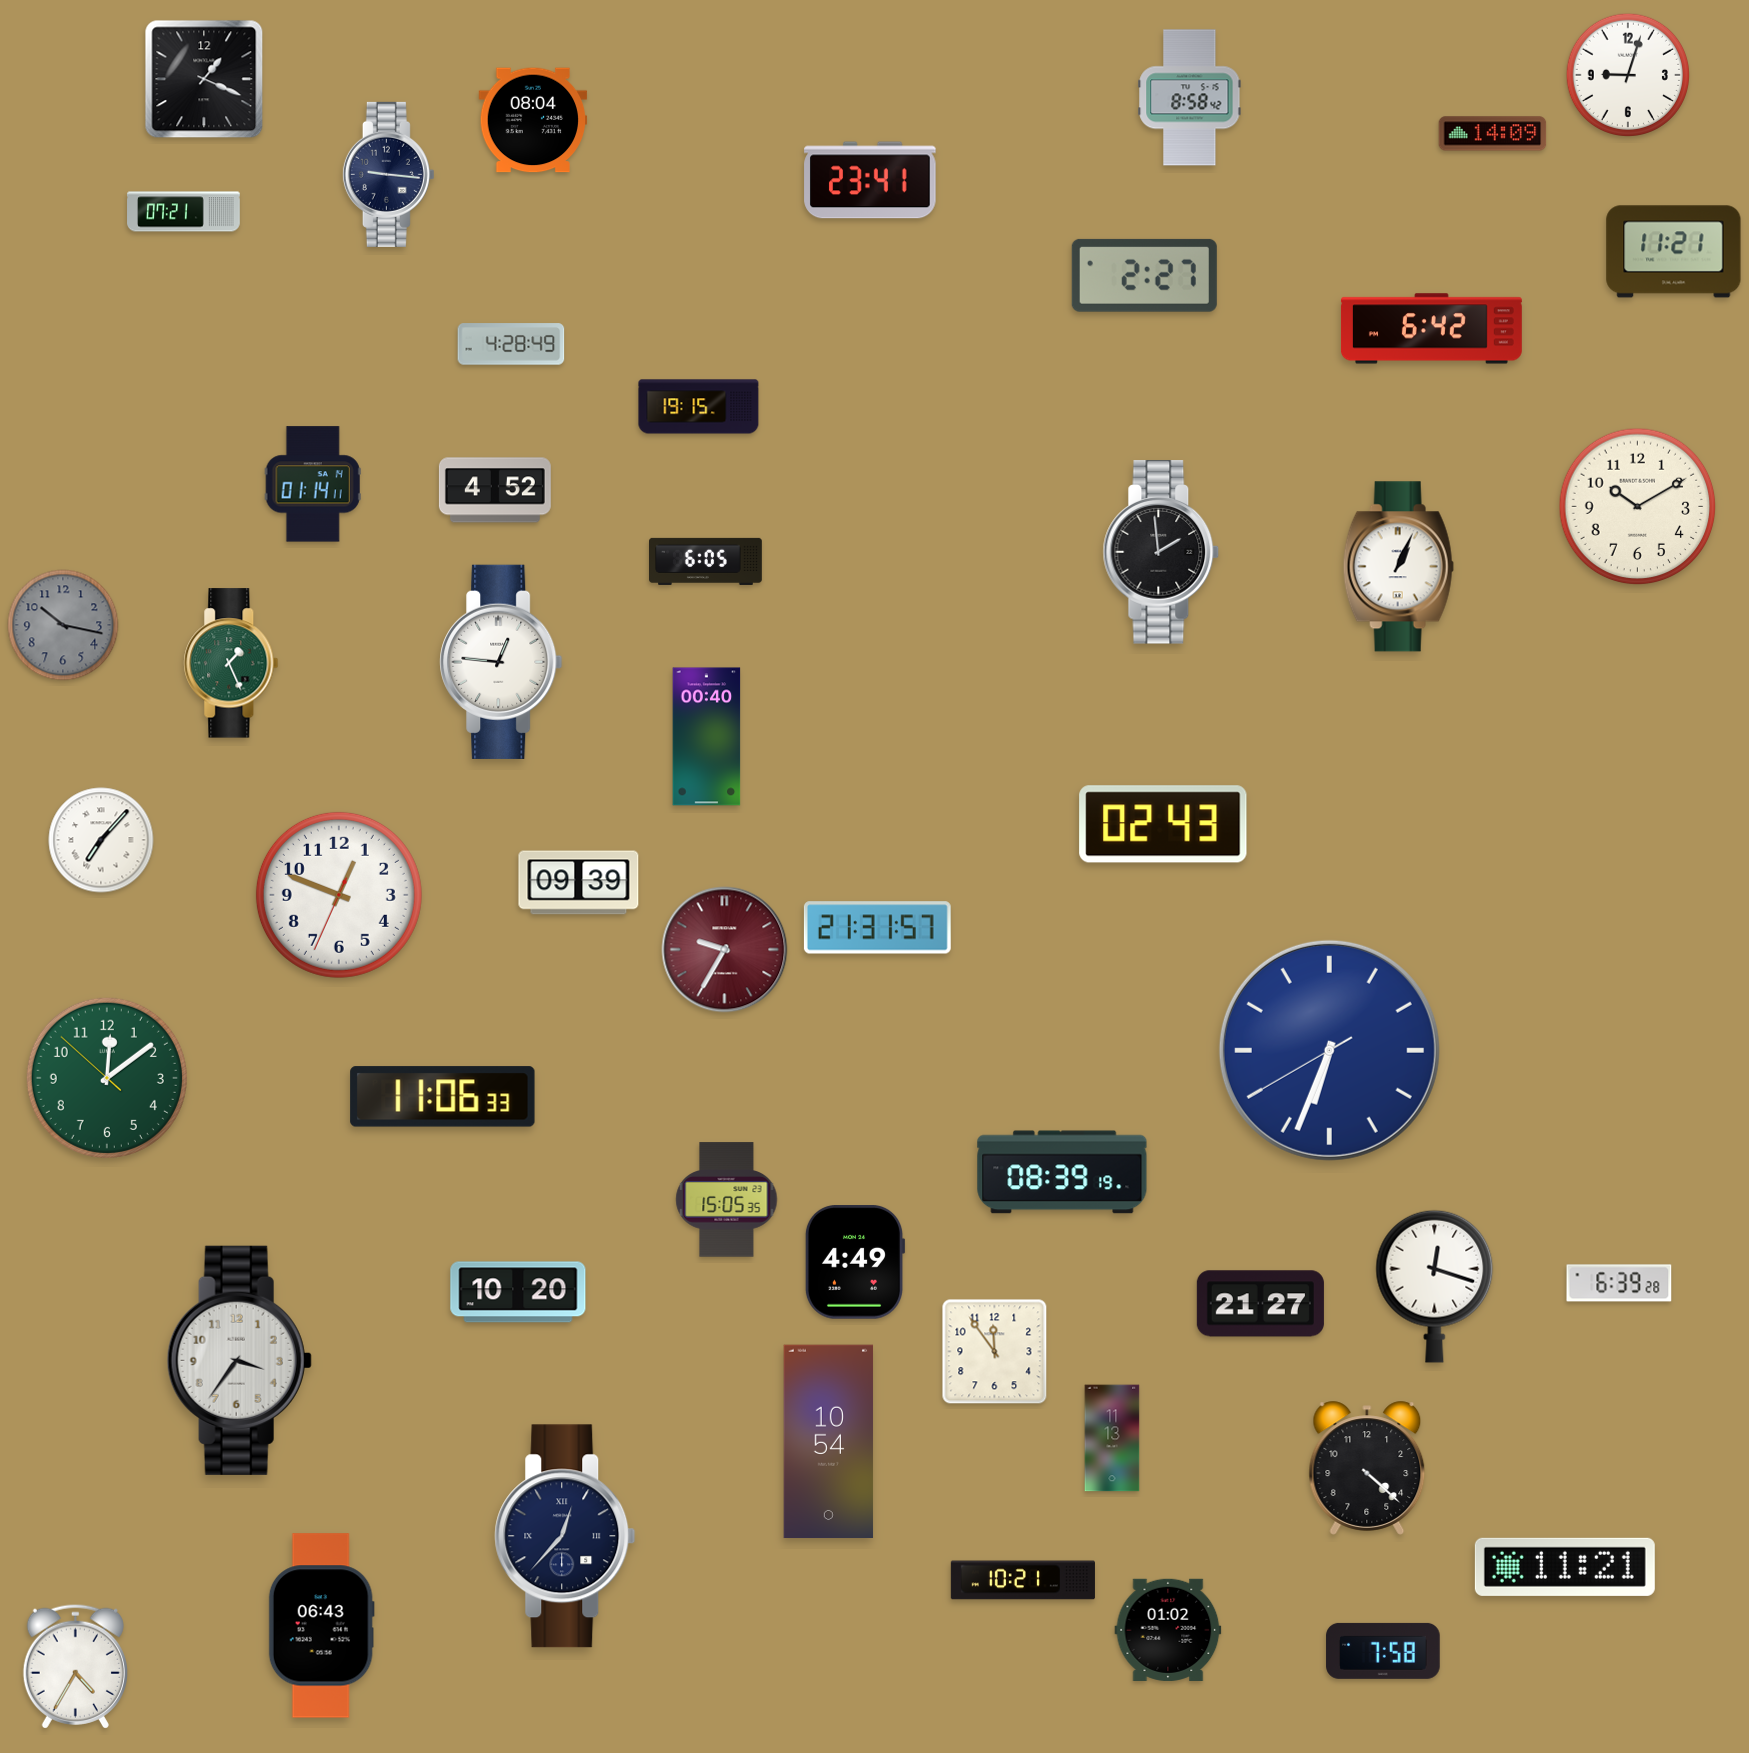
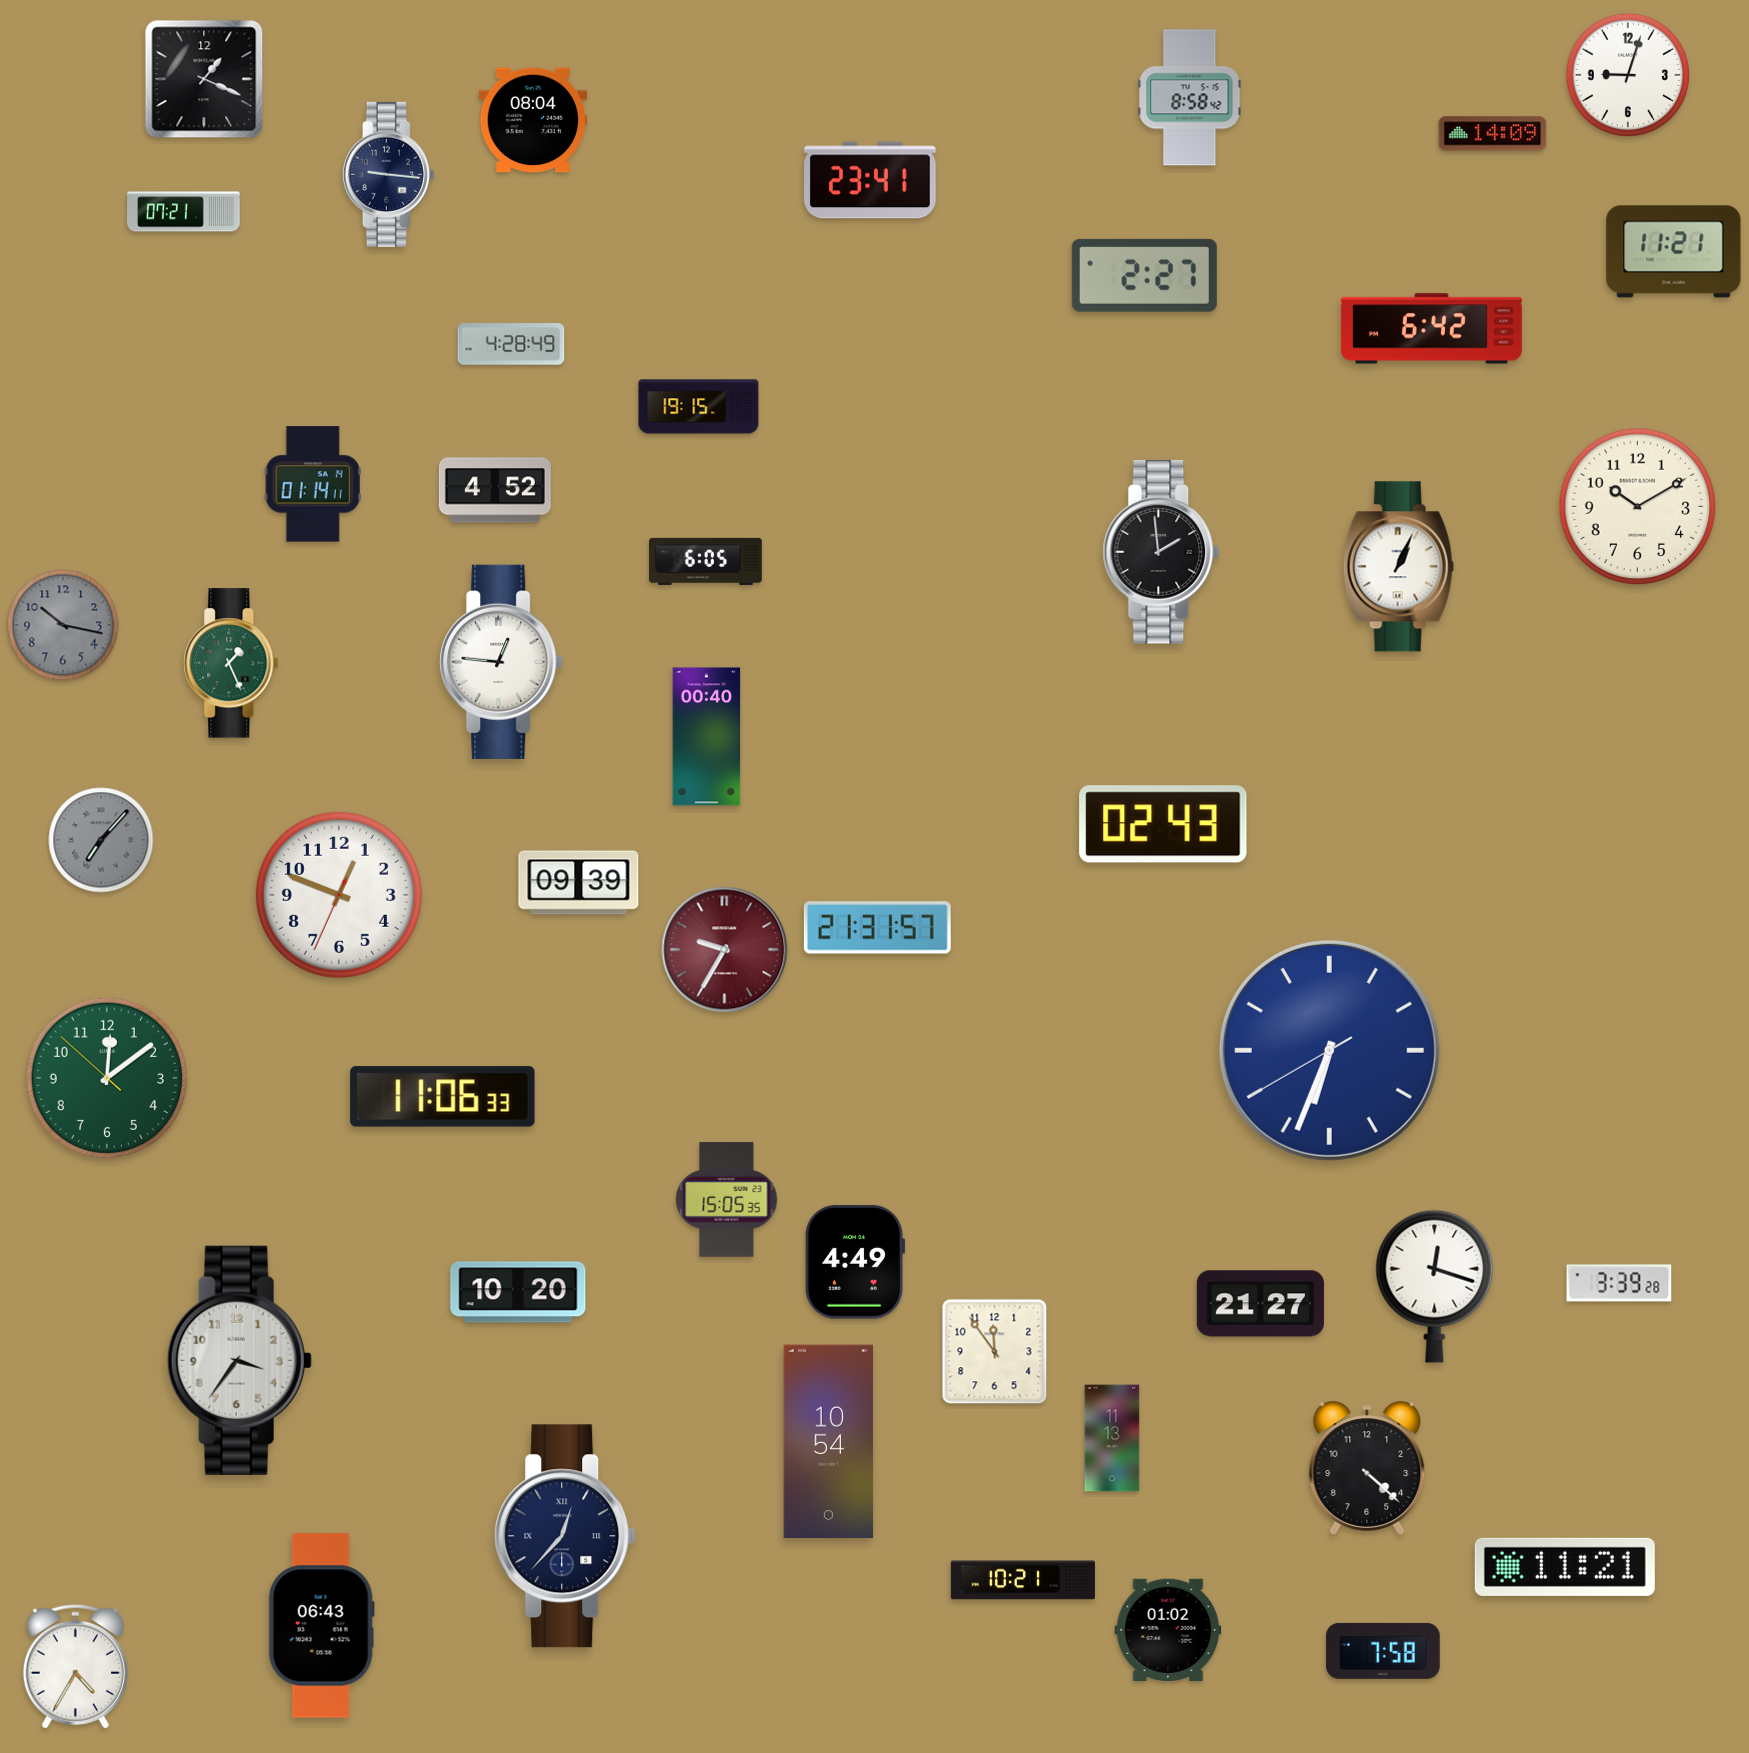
clock at (101, 840) dial: white -> grey
clock at (1062, 1172): 08:39 -> none
clock at (1619, 1283): 6:39 -> 3:39
